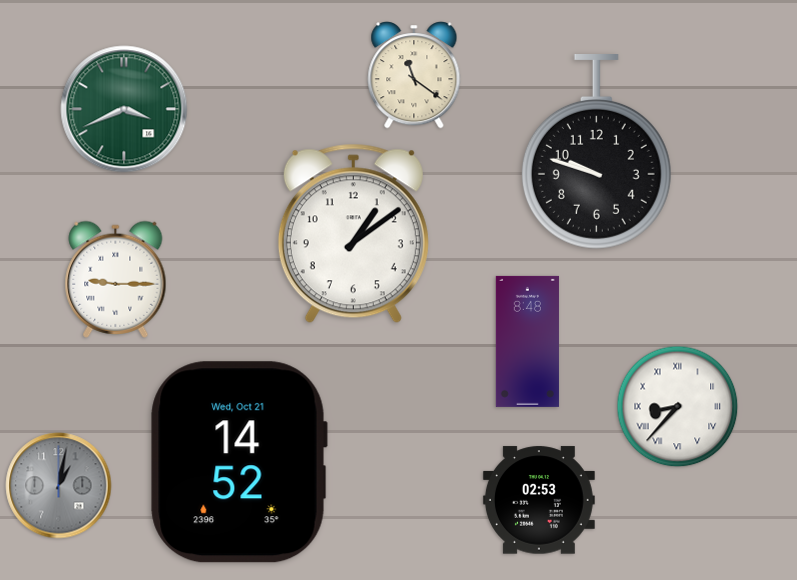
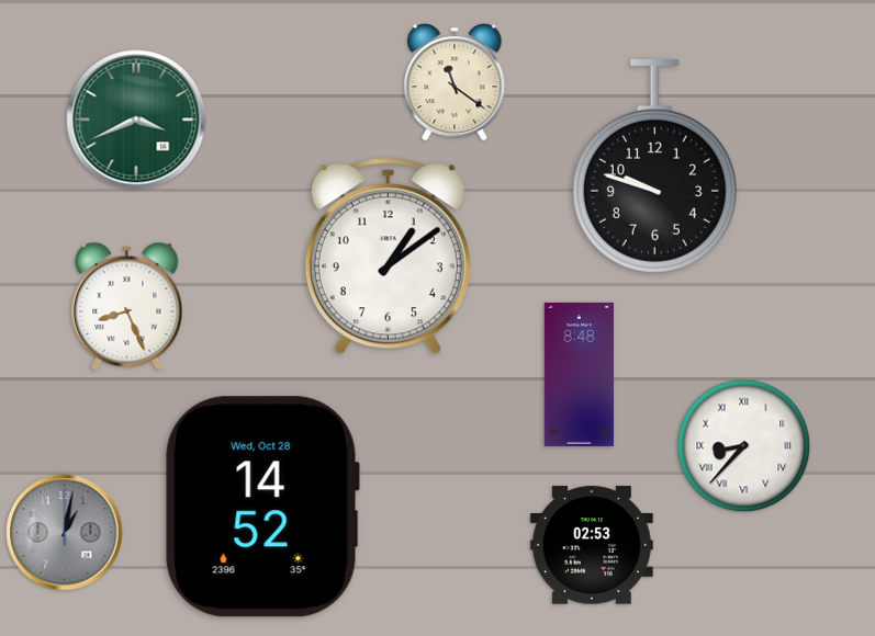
clock at (116, 279): 9:15 -> 8:26
clock at (239, 462) date: Wed, Oct 21 -> Wed, Oct 28
clock at (539, 500) position: (539, 500) -> (592, 545)
